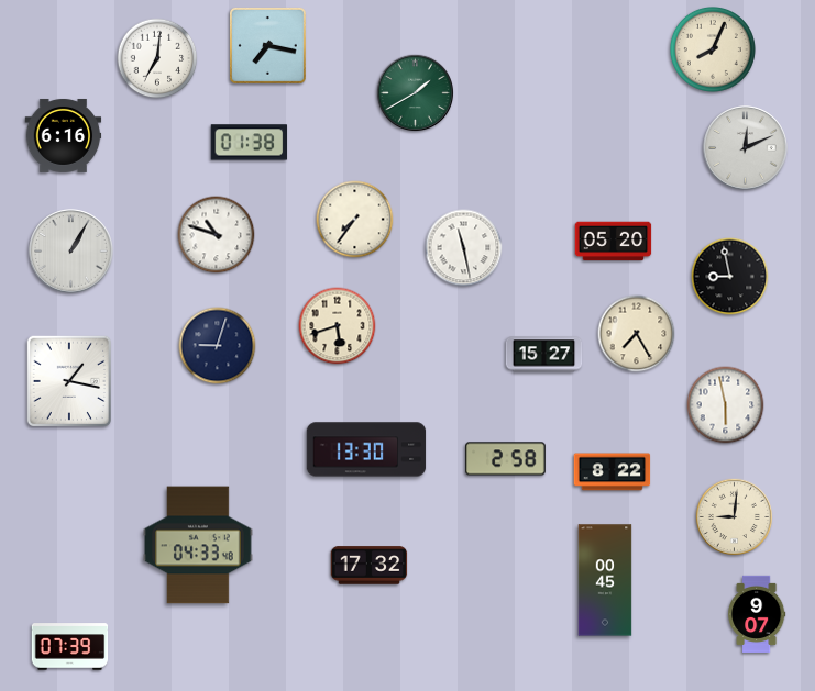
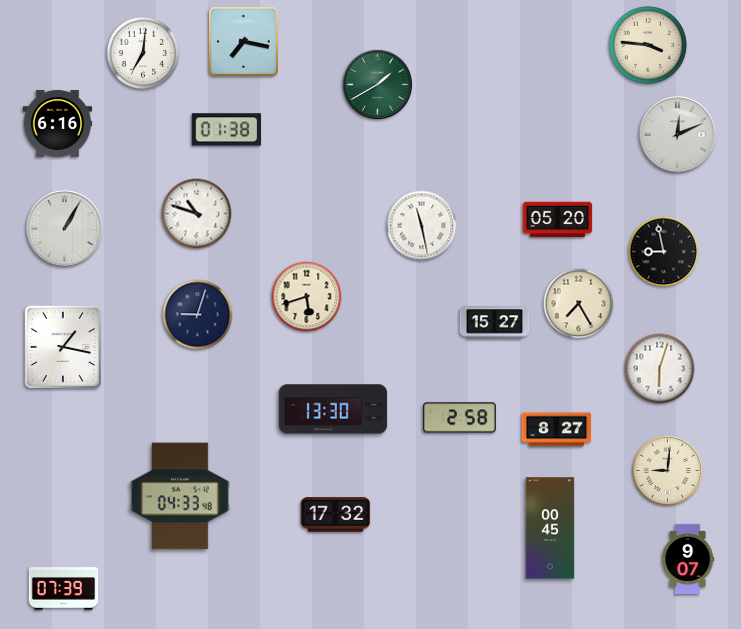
clock at (713, 49): 8:04 -> 3:46
clock at (355, 220): 7:36 -> none
clock at (726, 405): 5:58 -> 6:03
clock at (613, 472): 8:22 -> 8:27
